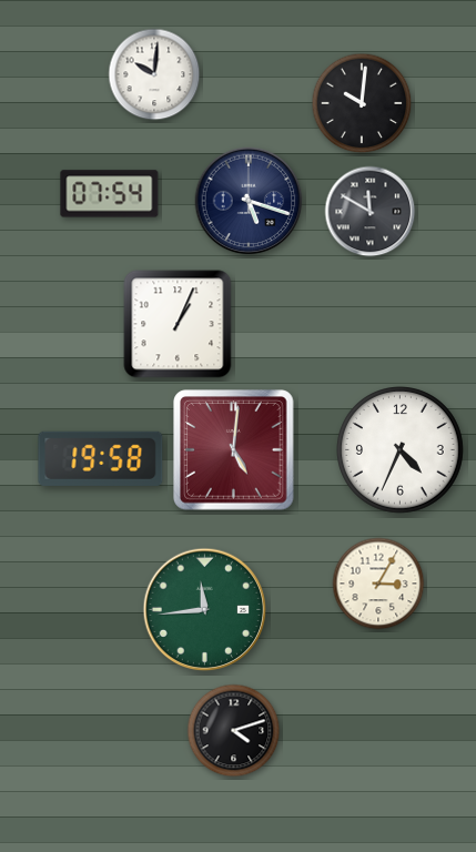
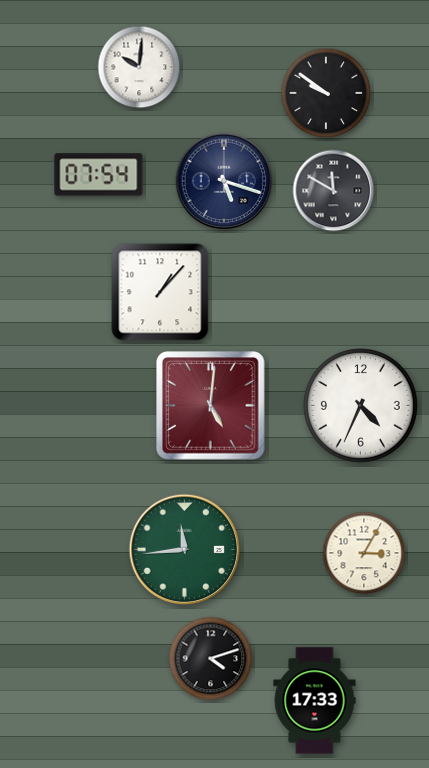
clock at (362, 103): 10:01 -> 9:51
clock at (178, 324): 1:04 -> 1:07
clock at (101, 458): 19:58 -> none
clock at (378, 584) position: (378, 584) -> (364, 553)
clock at (315, 701): none -> 17:33
